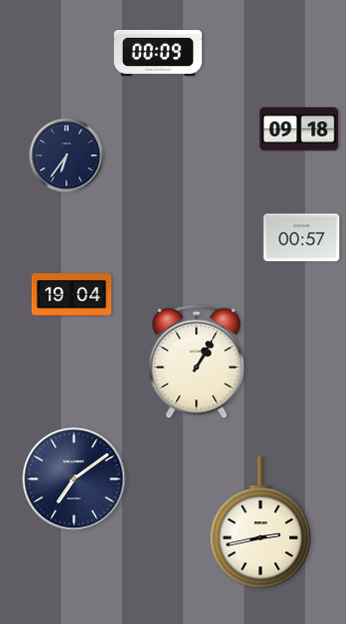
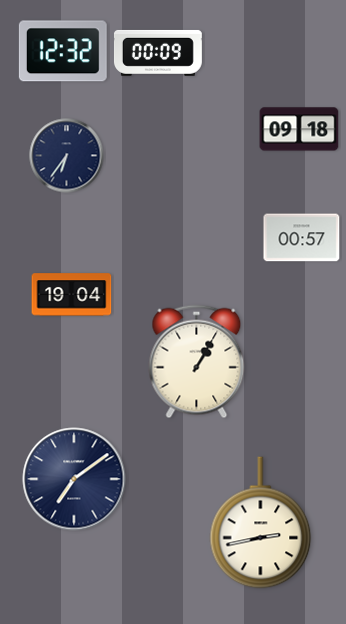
clock at (63, 51): none -> 12:32
